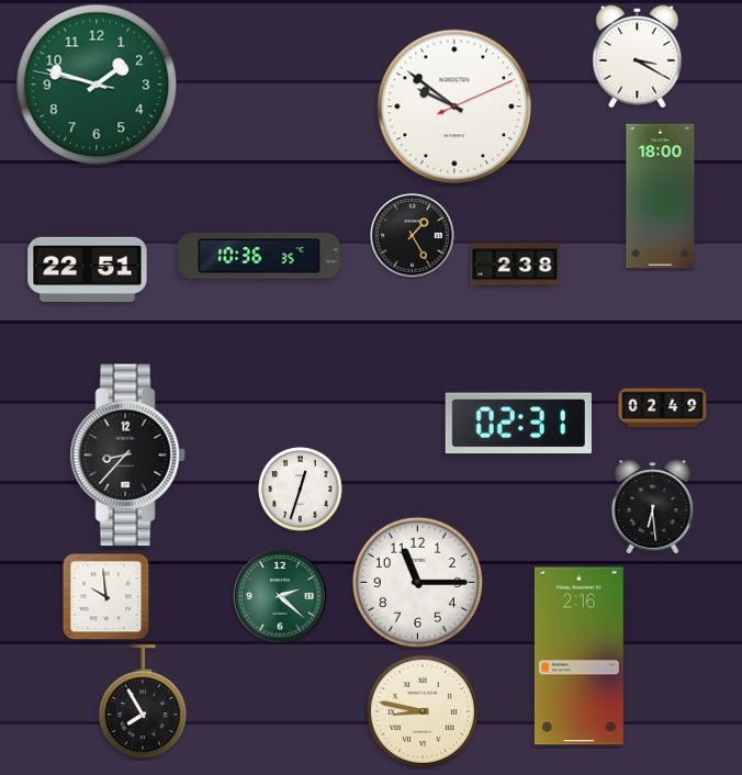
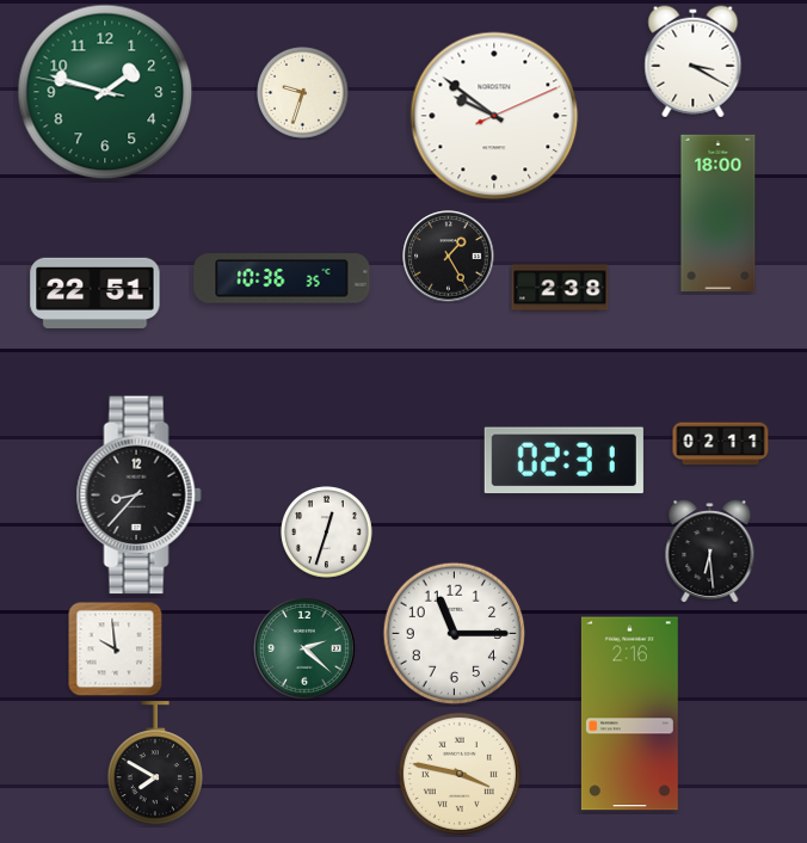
clock at (303, 93): none -> 9:33
clock at (663, 408): 02:49 -> 02:11
clock at (143, 703): 7:55 -> 7:50
clock at (423, 711): 8:47 -> 3:47
